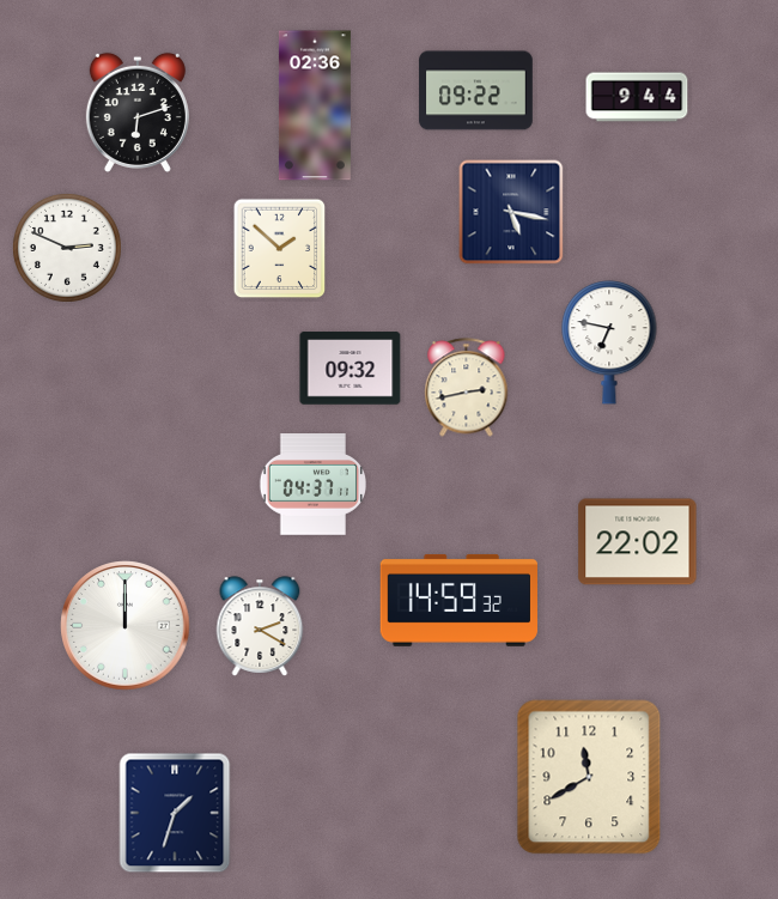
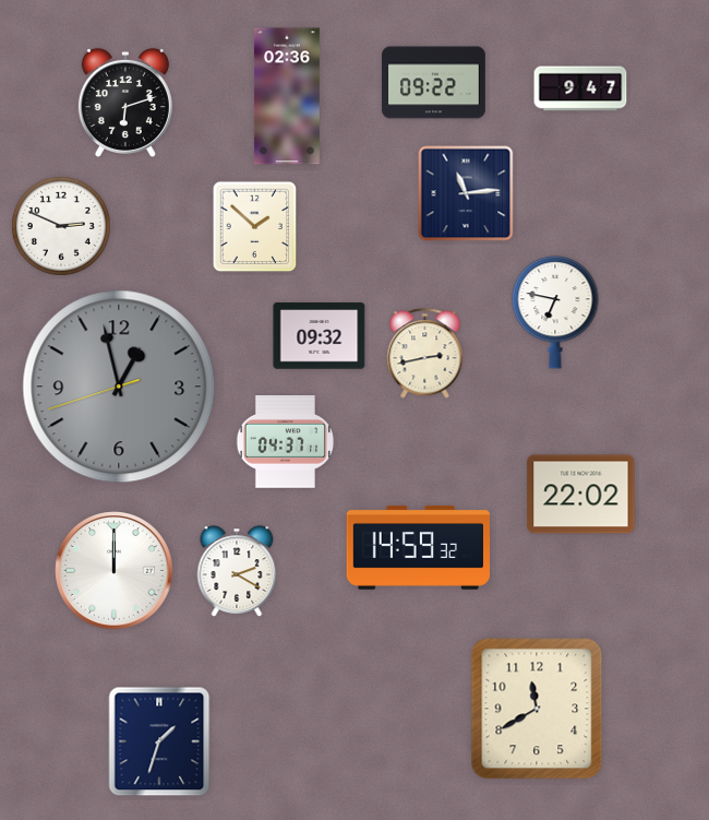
clock at (637, 97): 9:44 -> 9:47
clock at (511, 212): 5:17 -> 11:14
clock at (119, 387): none -> 12:57
